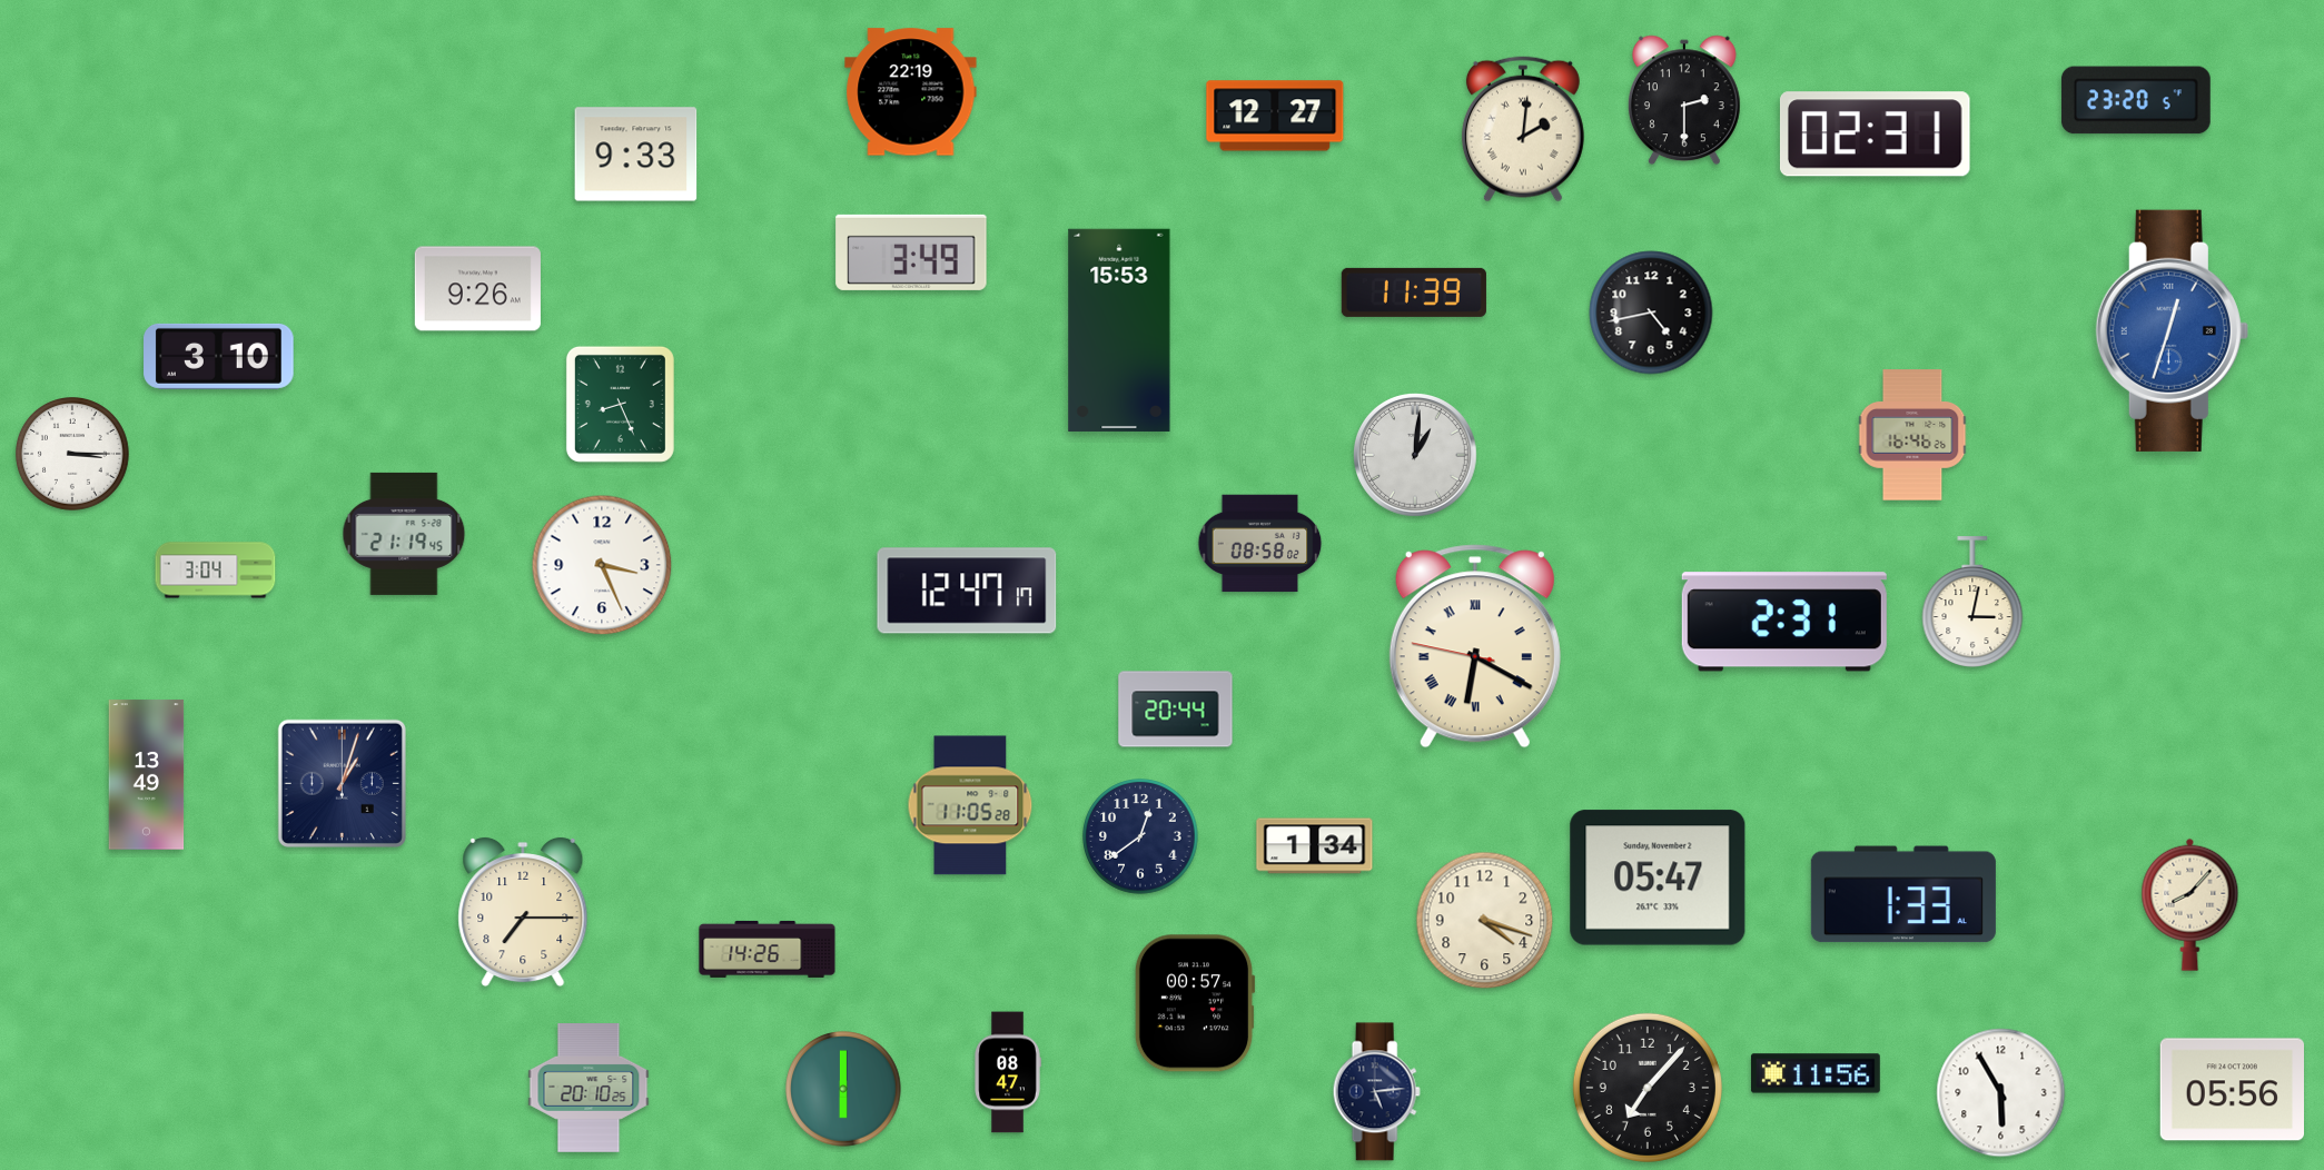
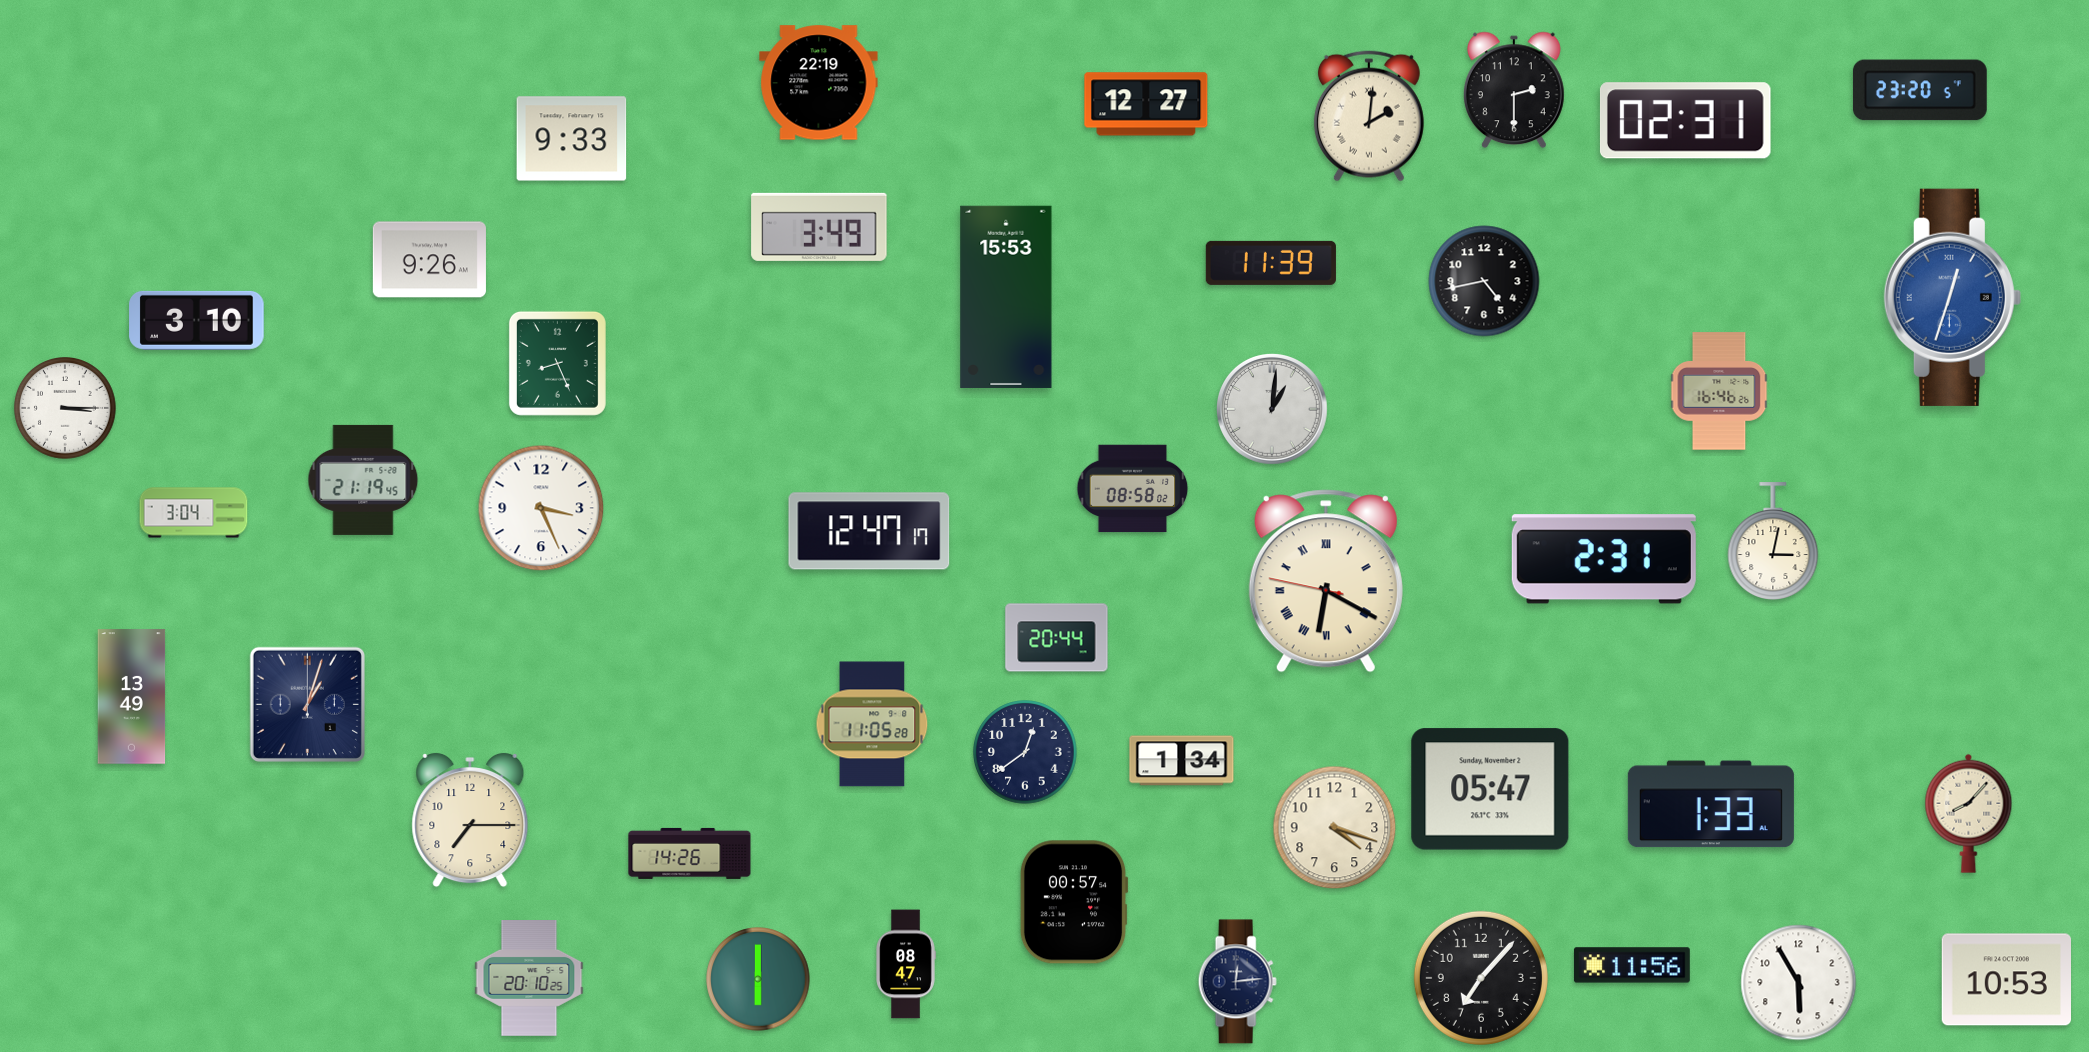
clock at (2232, 1090): 05:56 -> 10:53
clock at (1376, 1092): 5:14 -> 12:14
